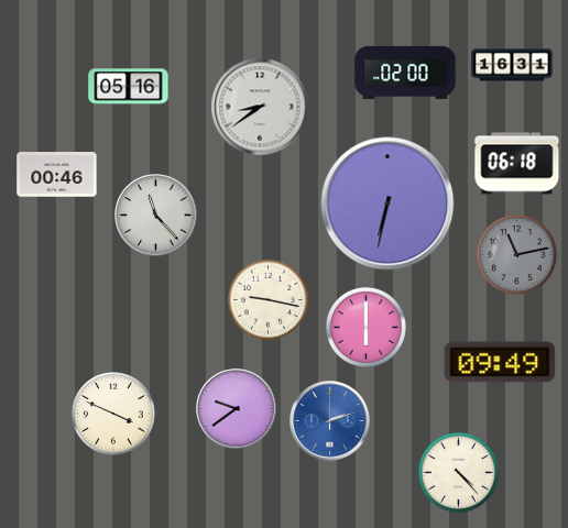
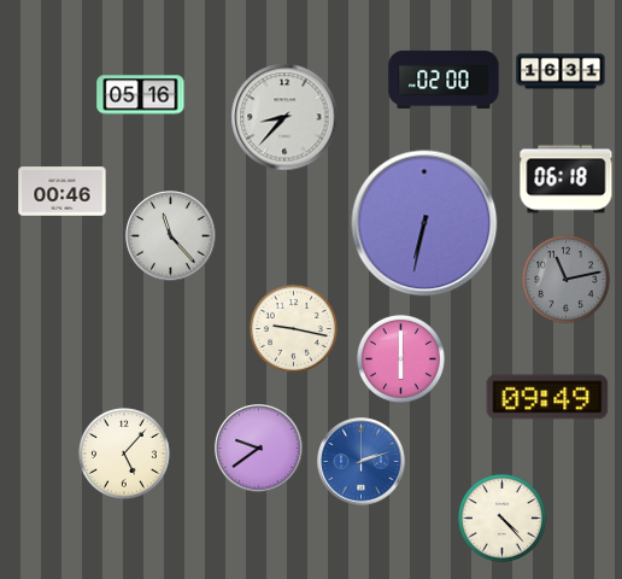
clock at (260, 107): 8:39 -> 8:37
clock at (114, 415): 3:49 -> 5:07
